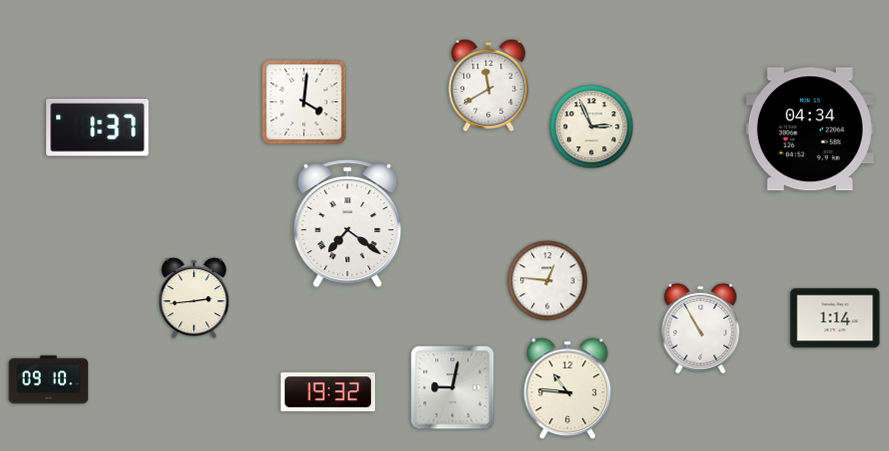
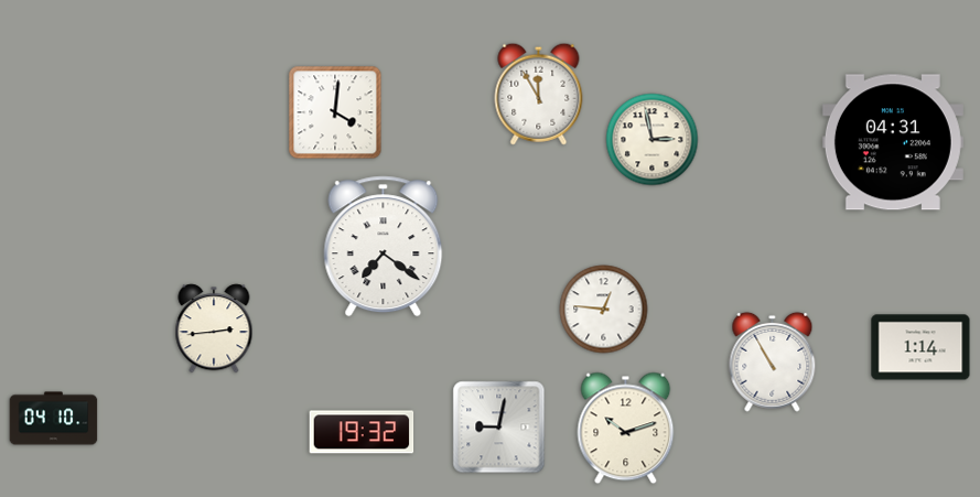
clock at (489, 85): 11:40 -> 11:55
clock at (98, 127): 1:37 -> none
clock at (592, 127): 2:56 -> 2:58
clock at (810, 129): 04:34 -> 04:31
clock at (835, 318) position: (835, 318) -> (920, 347)
clock at (49, 380): 09:10 -> 04:10
clock at (568, 389): 10:46 -> 10:12
